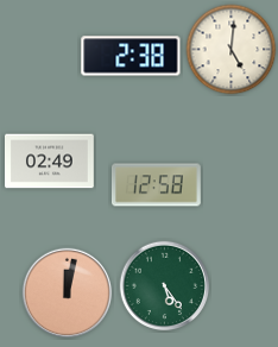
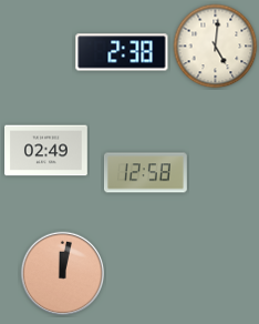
clock at (165, 286): 5:24 -> none
